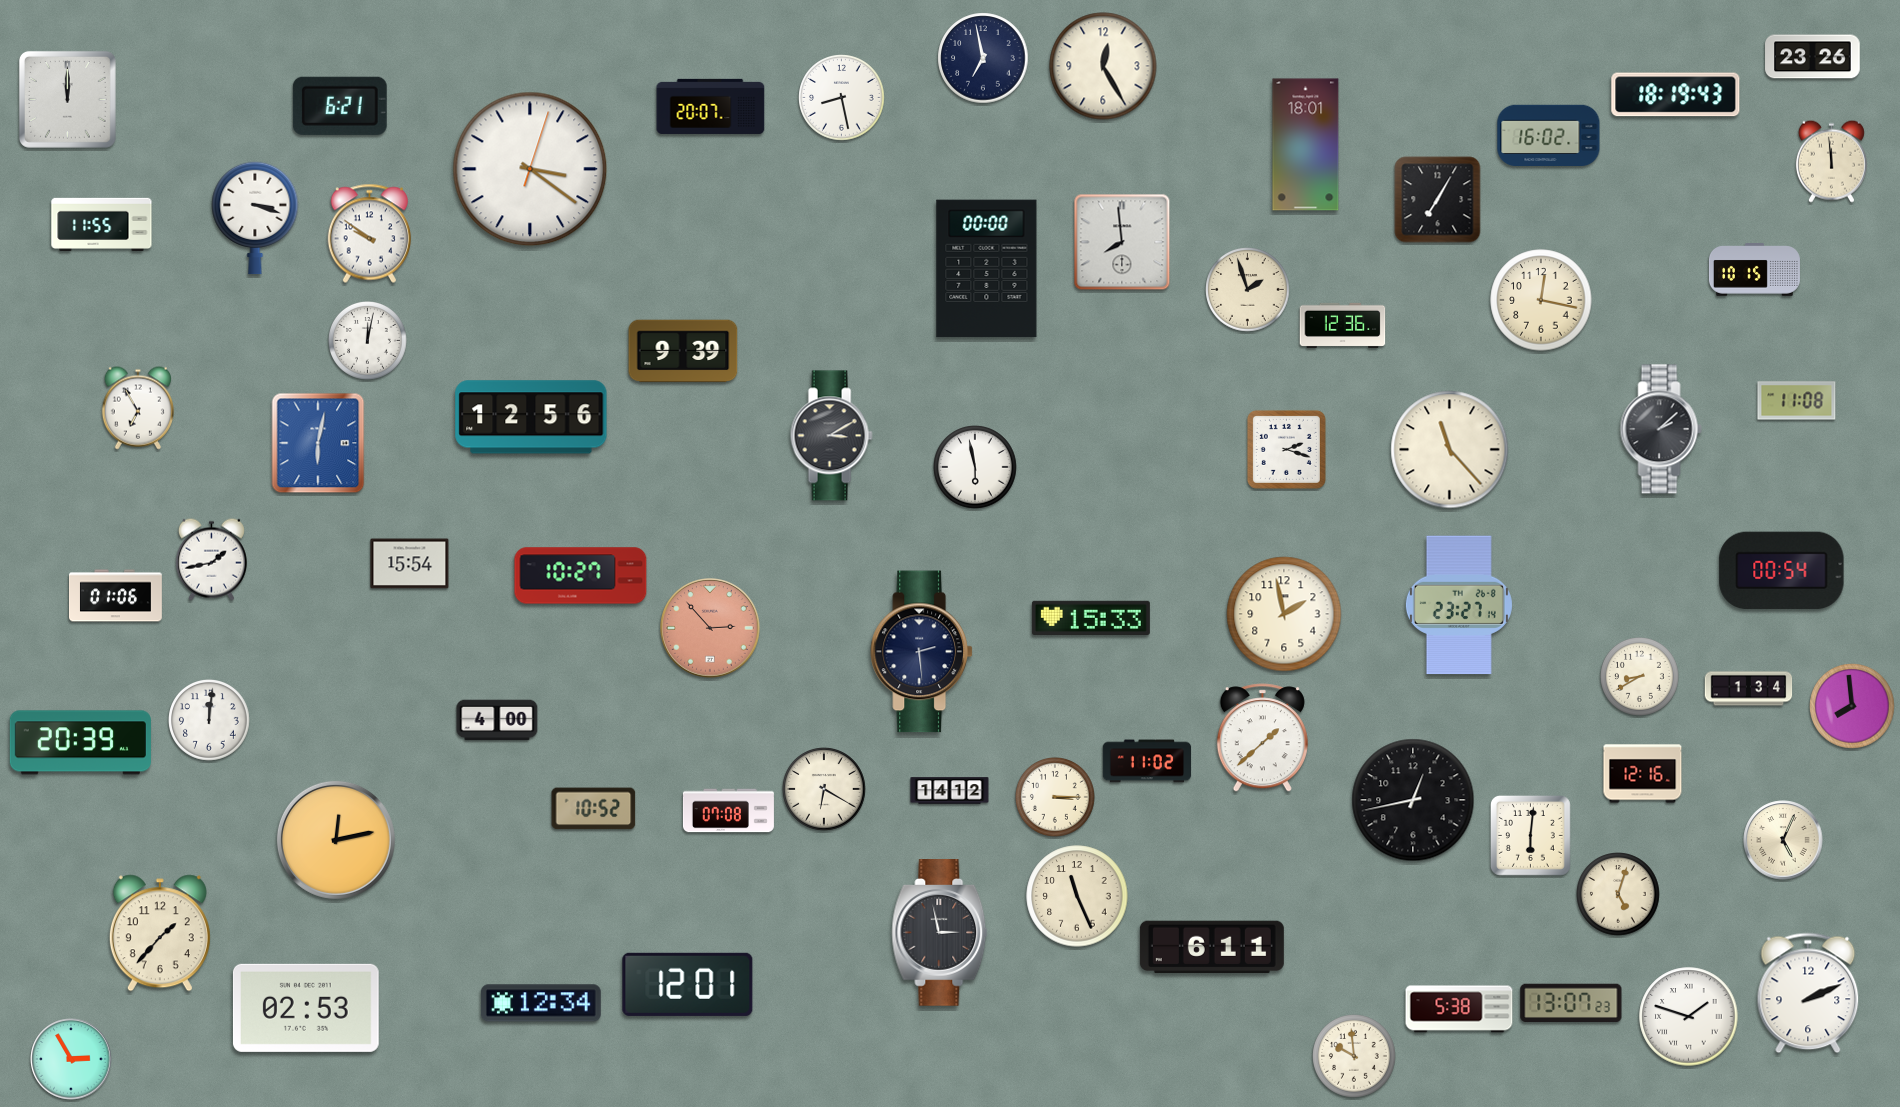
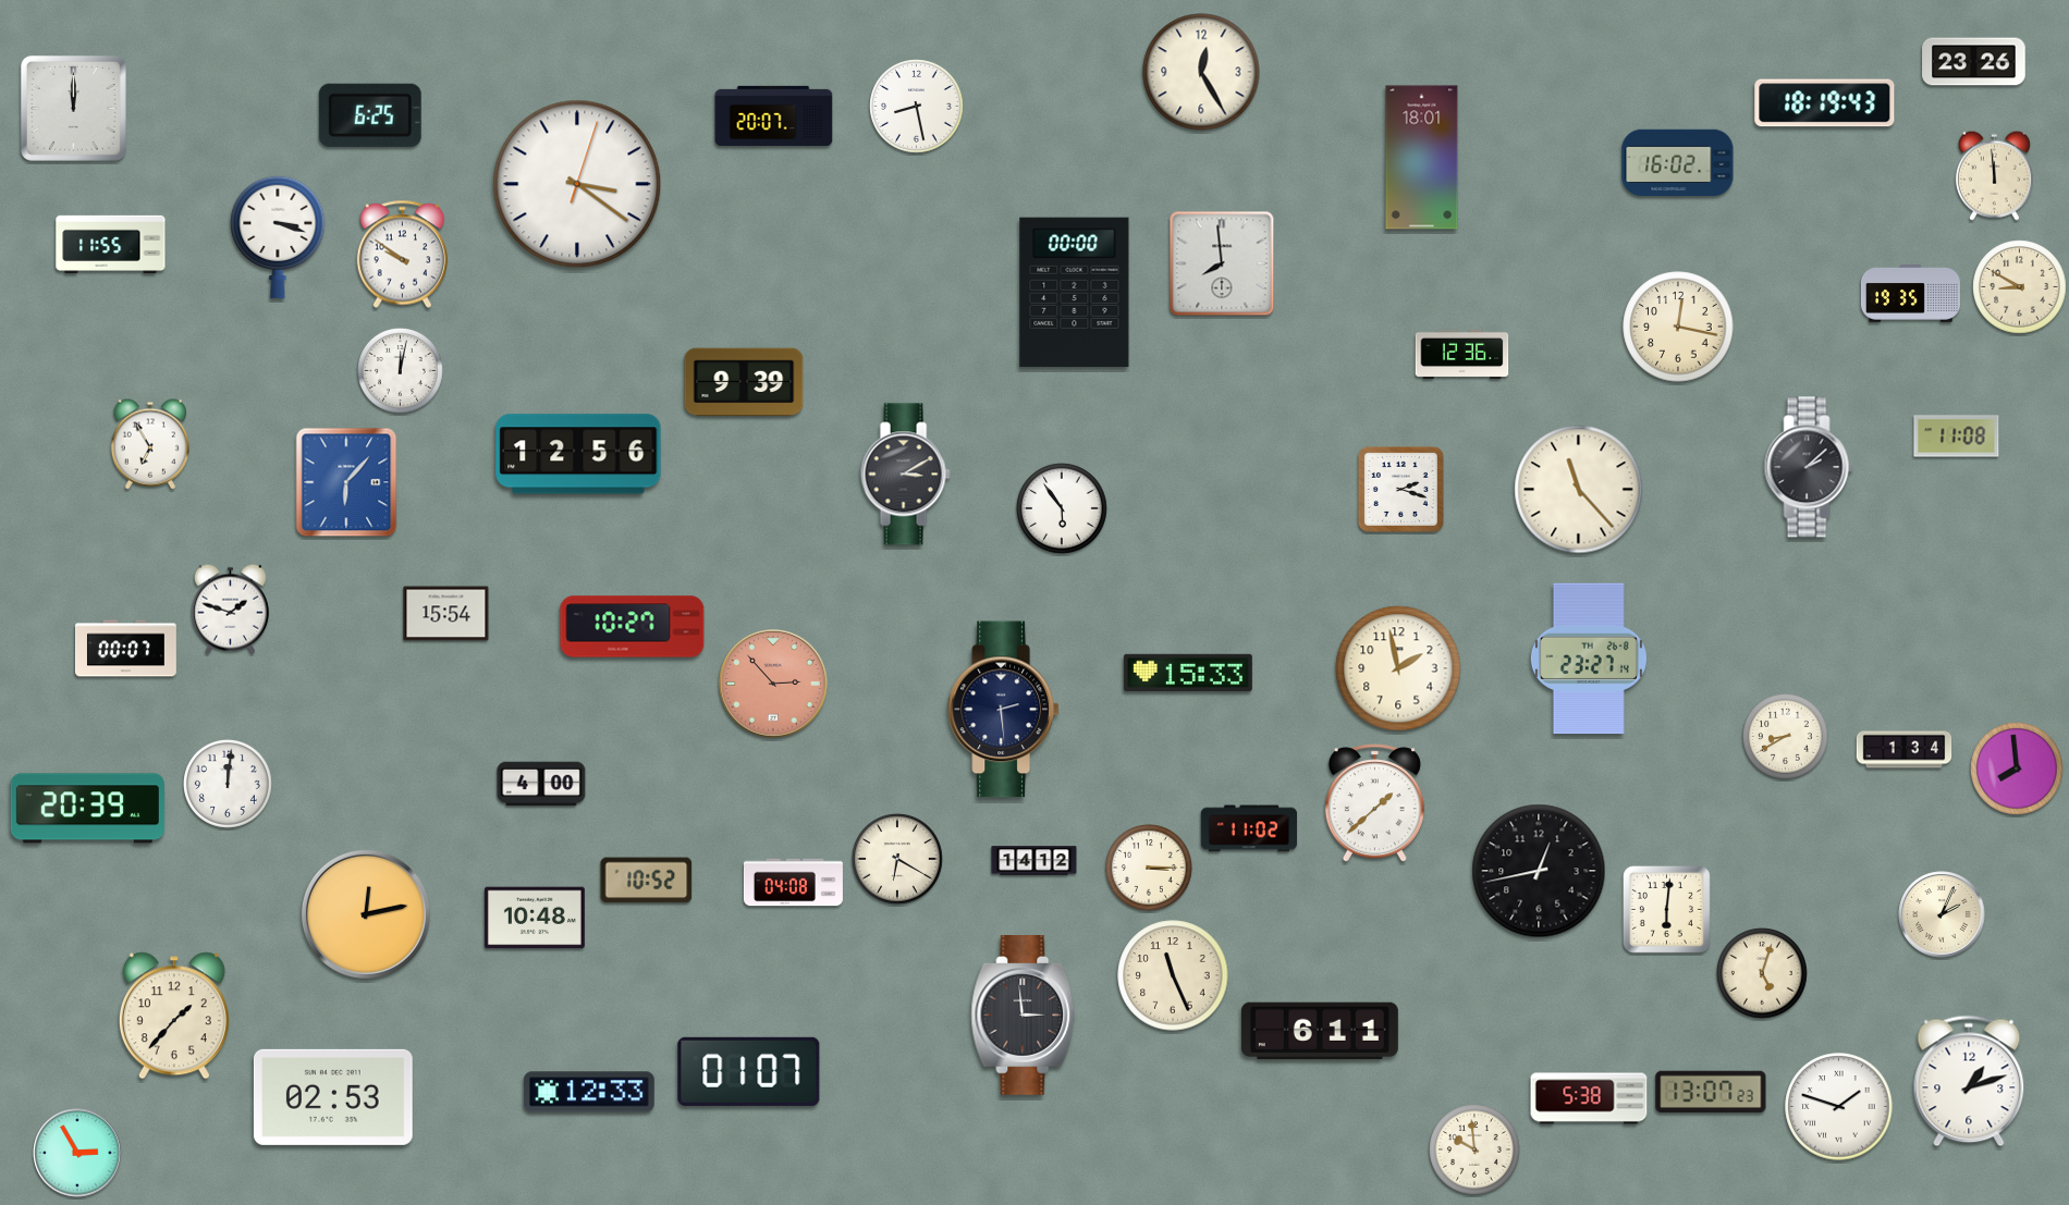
clock at (983, 58): 6:58 -> none
clock at (340, 106): 6:21 -> 6:25
clock at (1549, 136) position: (1549, 136) -> (1678, 163)
clock at (1438, 200): 7:05 -> none
clock at (2020, 287): none -> 8:50
clock at (1754, 270): 10:15 -> 19:35
clock at (1248, 290): 1:57 -> none
clock at (318, 443): 6:02 -> 6:07
clock at (975, 467): 5:58 -> 5:54
clock at (211, 559): 1:43 -> 1:48
clock at (1782, 571): 00:54 -> none
clock at (116, 596): 01:06 -> 00:07
clock at (1643, 774): 12:16 -> none
clock at (728, 811): 07:08 -> 04:08
clock at (1783, 840): 5:04 -> 2:04
clock at (535, 918): none -> 10:48
clock at (940, 933): 2:58 -> 2:59
clock at (688, 984): 12:01 -> 01:07
clock at (1808, 993): 2:11 -> 1:12
clock at (541, 1003): 12:34 -> 12:33
